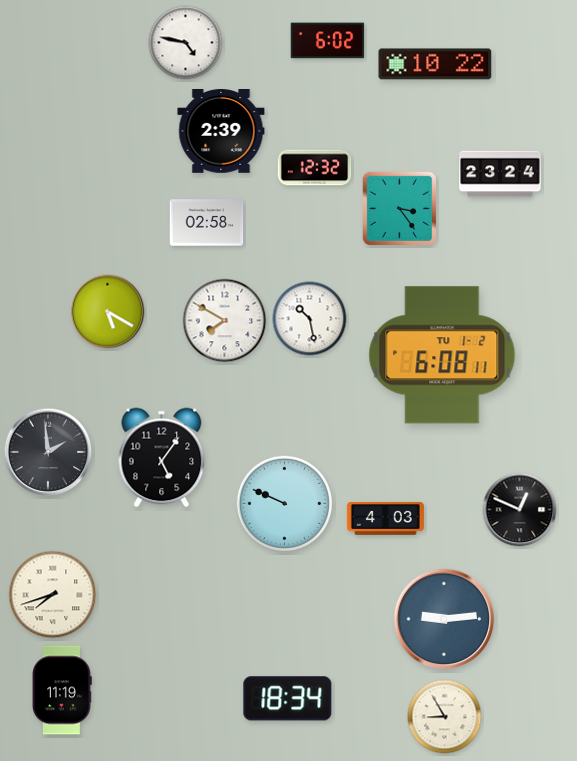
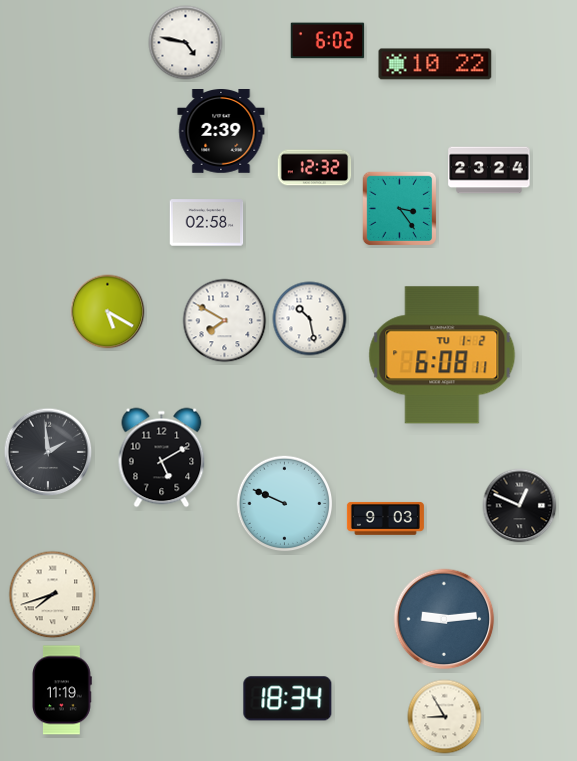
clock at (500, 174) position: (500, 174) -> (489, 170)
clock at (162, 458): 5:06 -> 5:10
clock at (520, 510) position: (520, 510) -> (520, 506)
clock at (385, 518): 4:03 -> 9:03
